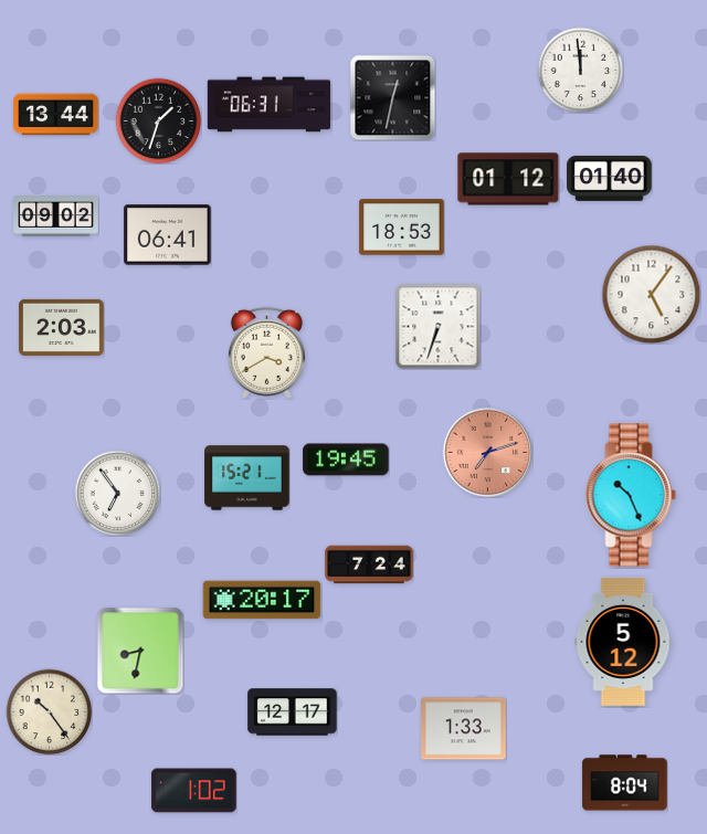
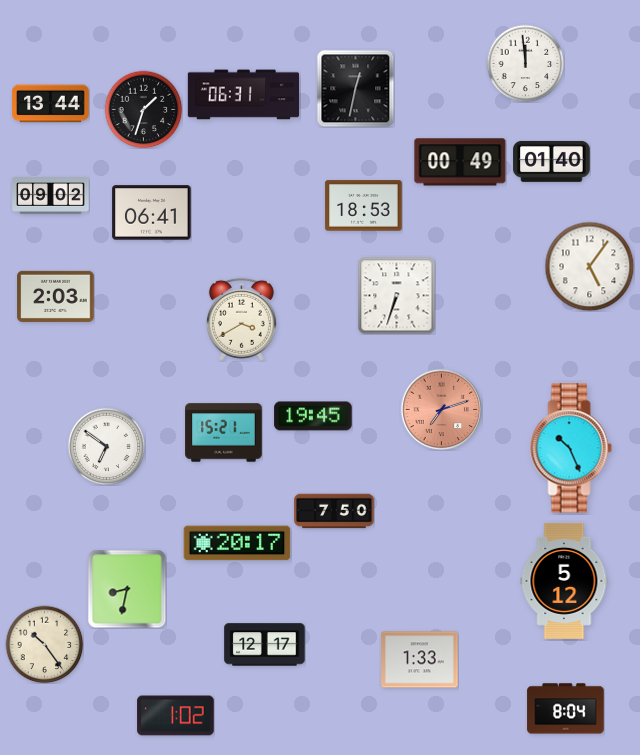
clock at (508, 179): 01:12 -> 00:49
clock at (117, 493): 6:54 -> 6:51
clock at (369, 564): 7:24 -> 7:50
